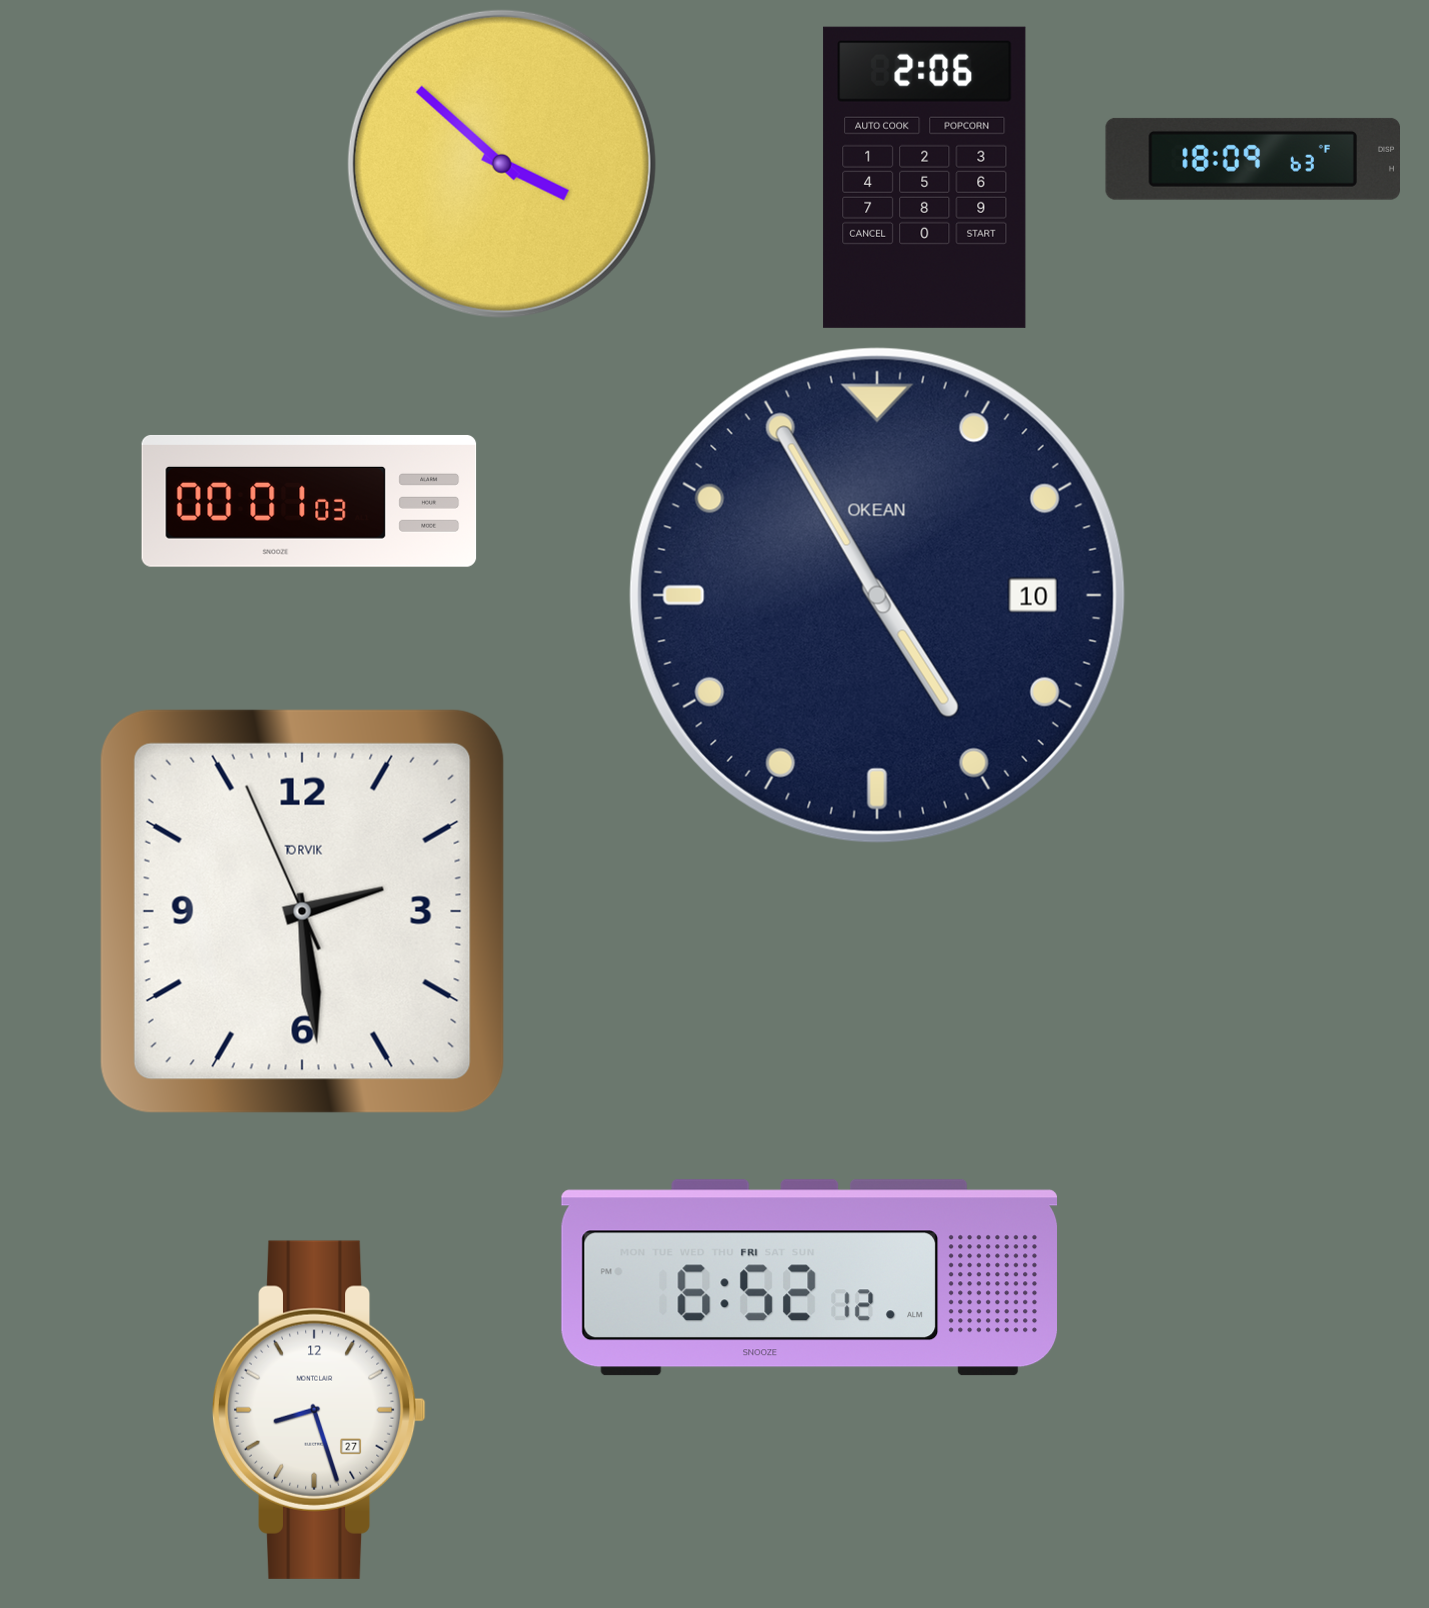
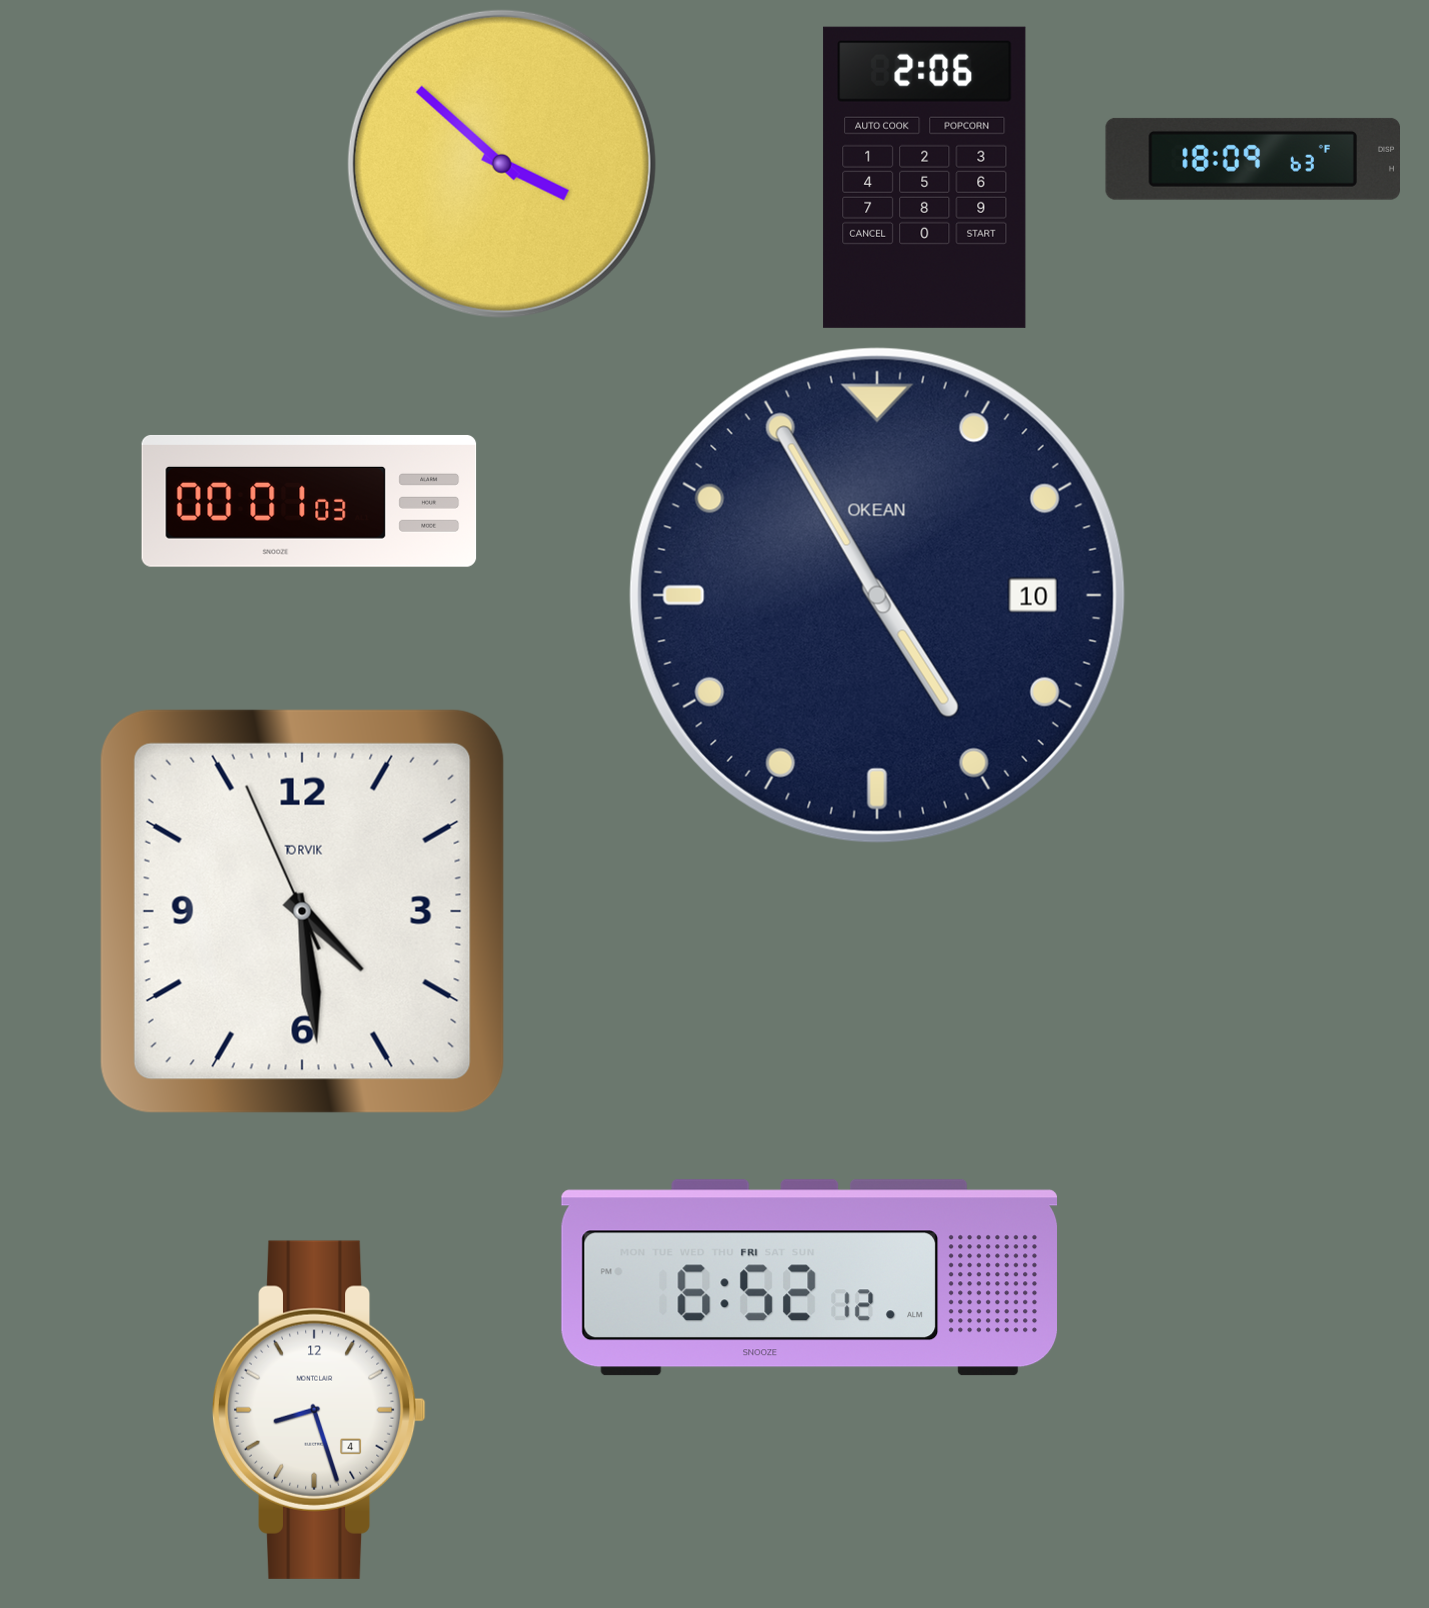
clock at (302, 911): 2:28 -> 4:28
clock at (319, 1410) date: 27 -> 4
